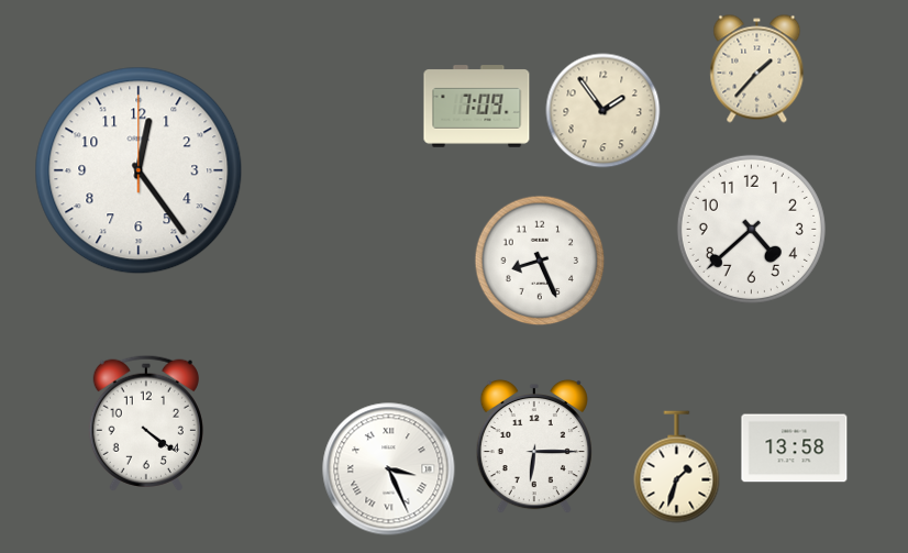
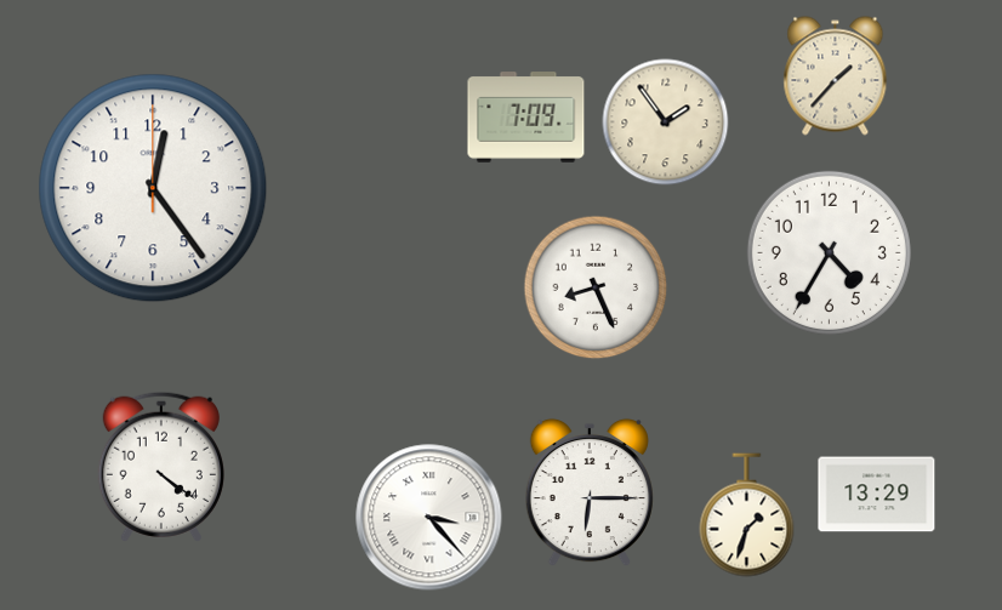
clock at (751, 229): 4:38 -> 4:35
clock at (795, 449): 13:58 -> 13:29
clock at (389, 469): 3:26 -> 3:23
